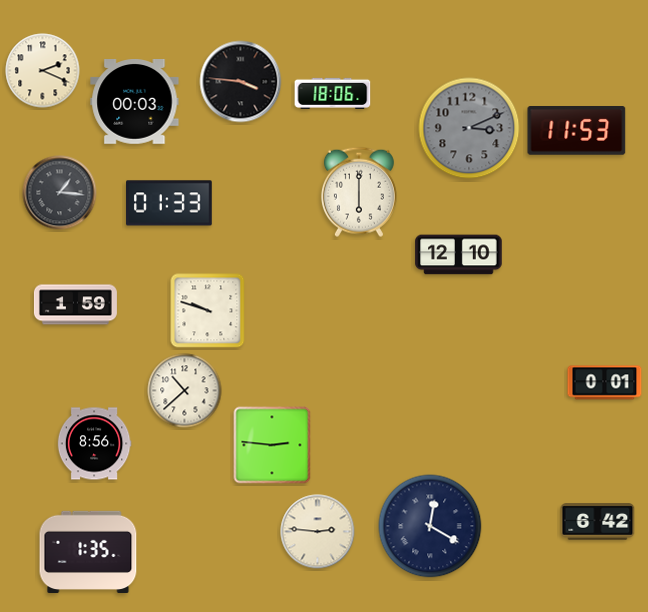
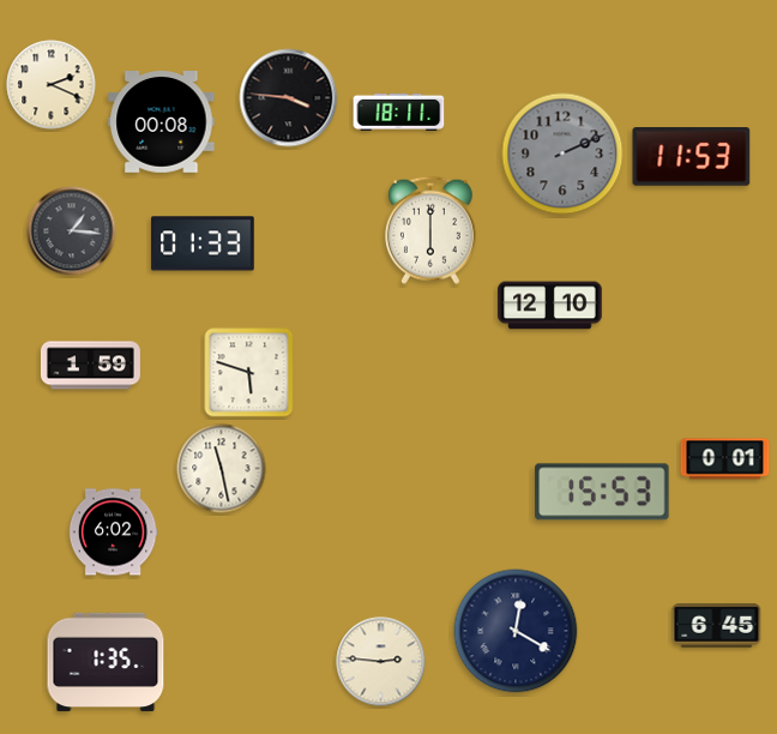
clock at (333, 93): 18:06 -> 18:11
clock at (135, 102): 00:03 -> 00:08
clock at (469, 128): 3:11 -> 2:11
clock at (208, 311): 9:48 -> 5:48
clock at (185, 391): 10:38 -> 11:28
clock at (602, 492): none -> 15:53
clock at (94, 444): 8:56 -> 6:02
clock at (272, 445): 2:46 -> none
clock at (598, 522): 6:42 -> 6:45
clock at (318, 532) position: (318, 532) -> (381, 662)
